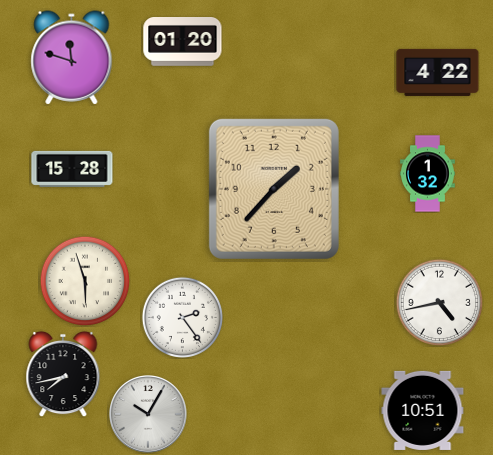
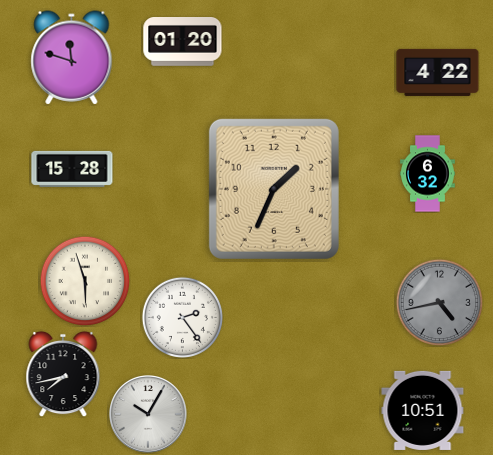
clock at (428, 174): 1:32 -> 6:32
clock at (274, 189): 1:37 -> 1:34
clock at (439, 302) dial: white -> grey
